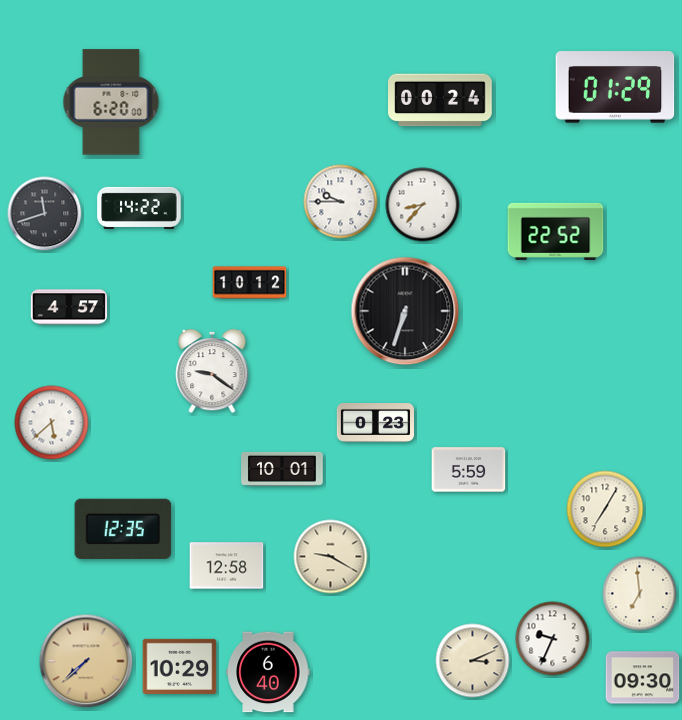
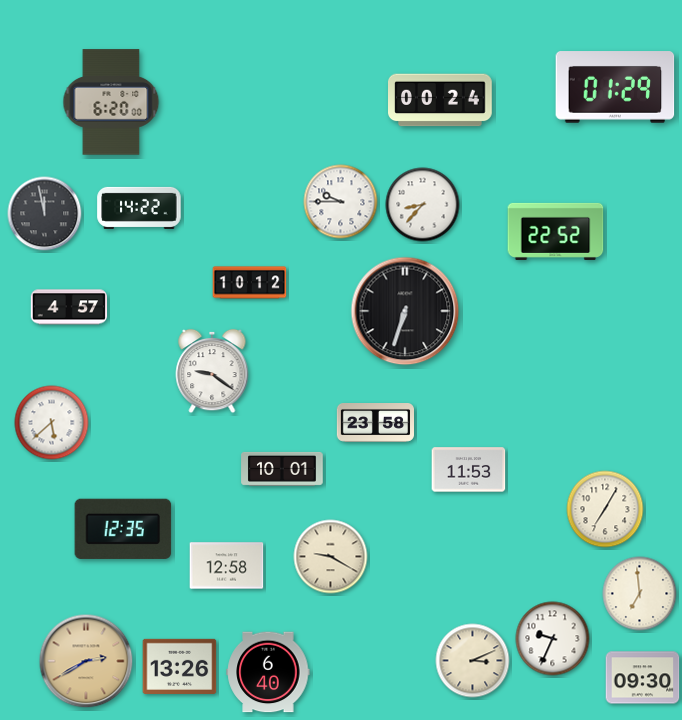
clock at (45, 214): 11:42 -> 11:58
clock at (375, 423): 0:23 -> 23:58
clock at (469, 470): 5:59 -> 11:53
clock at (86, 661): 7:38 -> 2:40
clock at (180, 666): 10:29 -> 13:26
